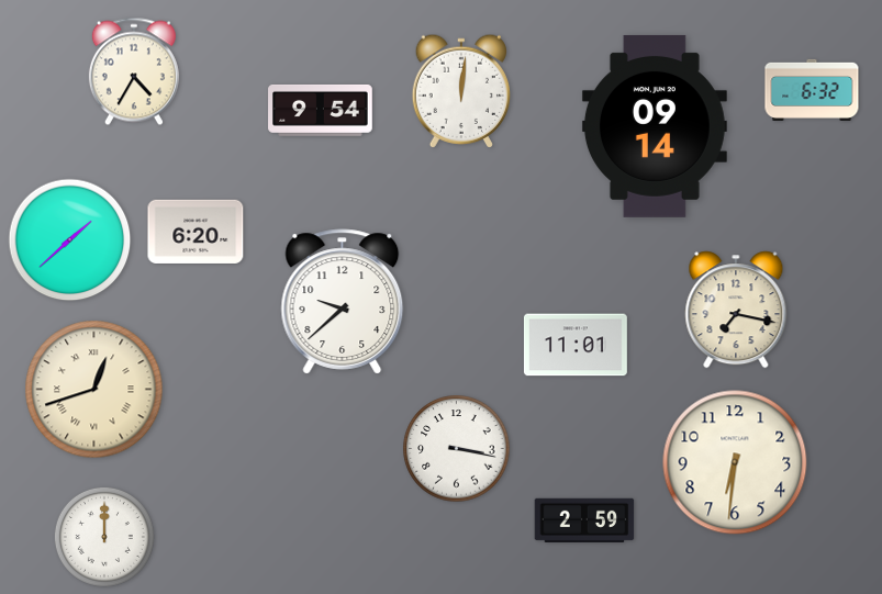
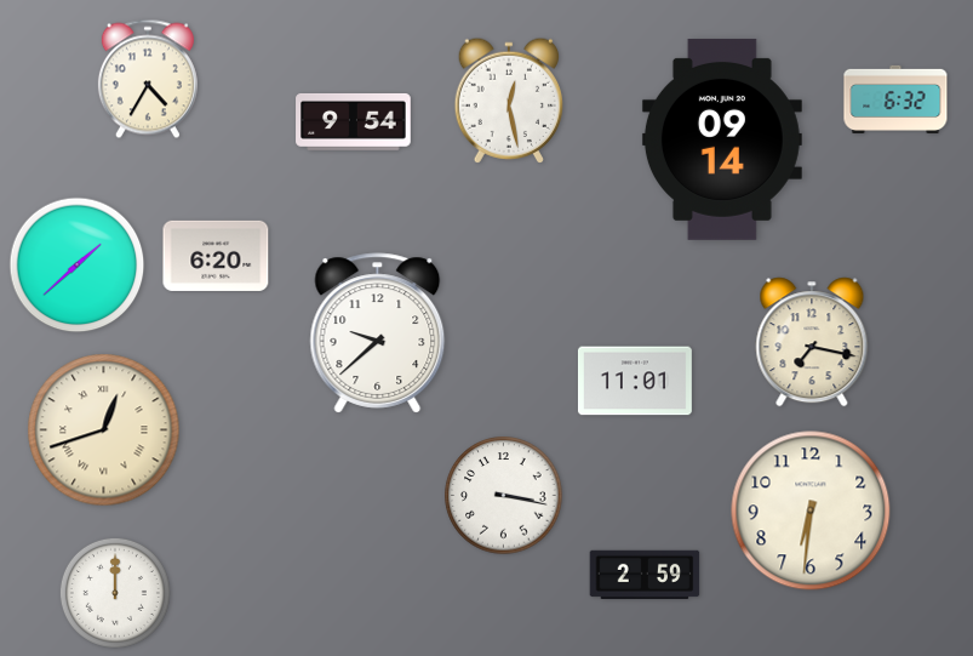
clock at (460, 91): 12:01 -> 12:28
